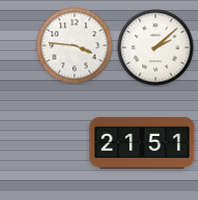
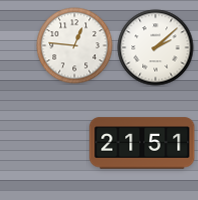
clock at (75, 46): 3:46 -> 12:46
